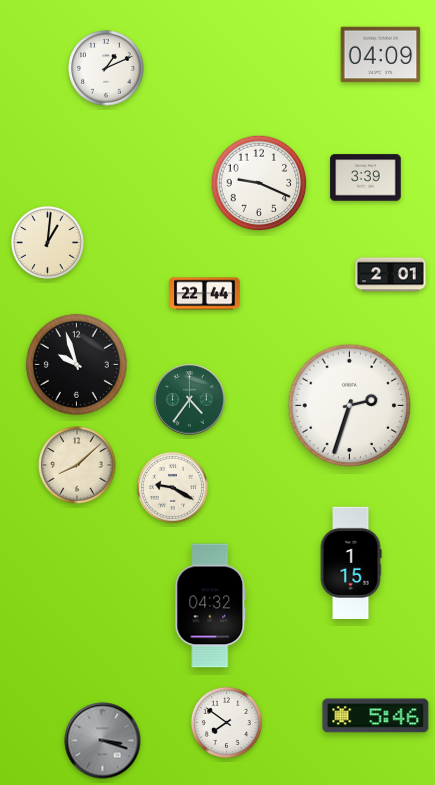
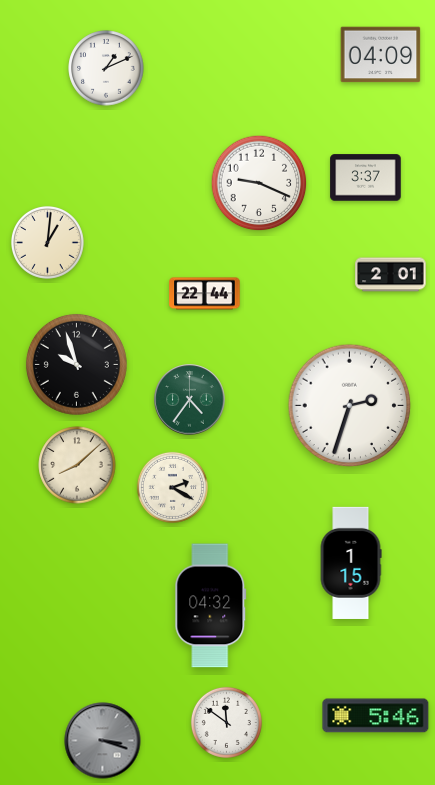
clock at (366, 178): 3:39 -> 3:37
clock at (172, 487): 9:20 -> 2:20
clock at (226, 722): 7:51 -> 11:51
